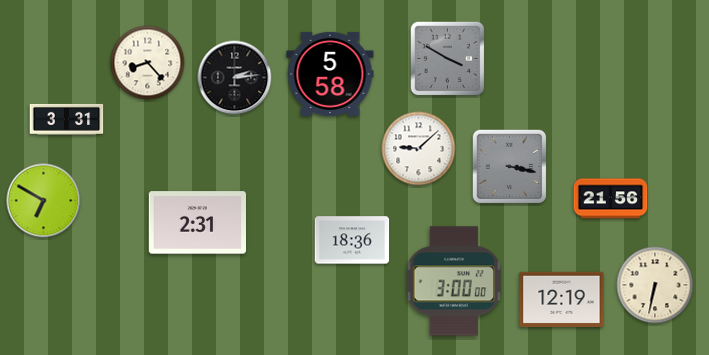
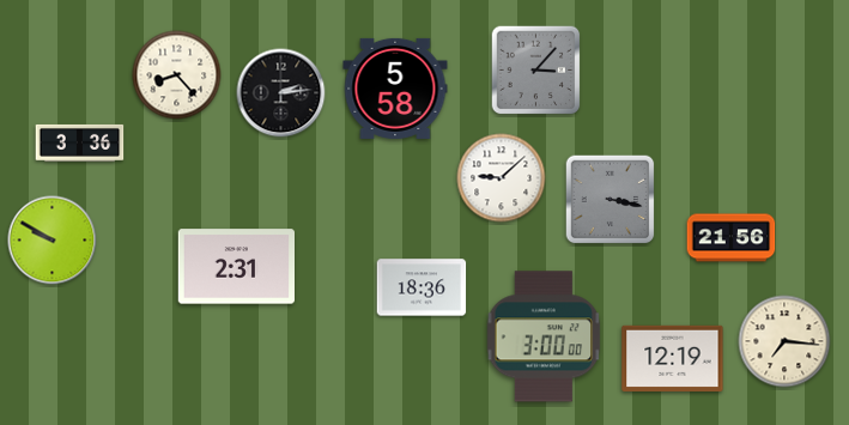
clock at (448, 59): 3:50 -> 3:07
clock at (67, 119): 3:31 -> 3:36
clock at (44, 201): 6:50 -> 9:50
clock at (655, 285): 6:32 -> 7:16
